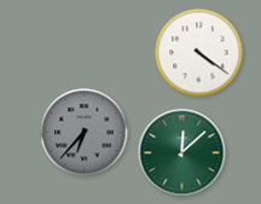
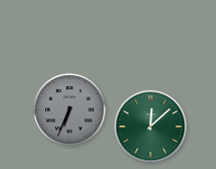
clock at (199, 53): 4:21 -> none
clock at (85, 133): 6:37 -> 6:34
